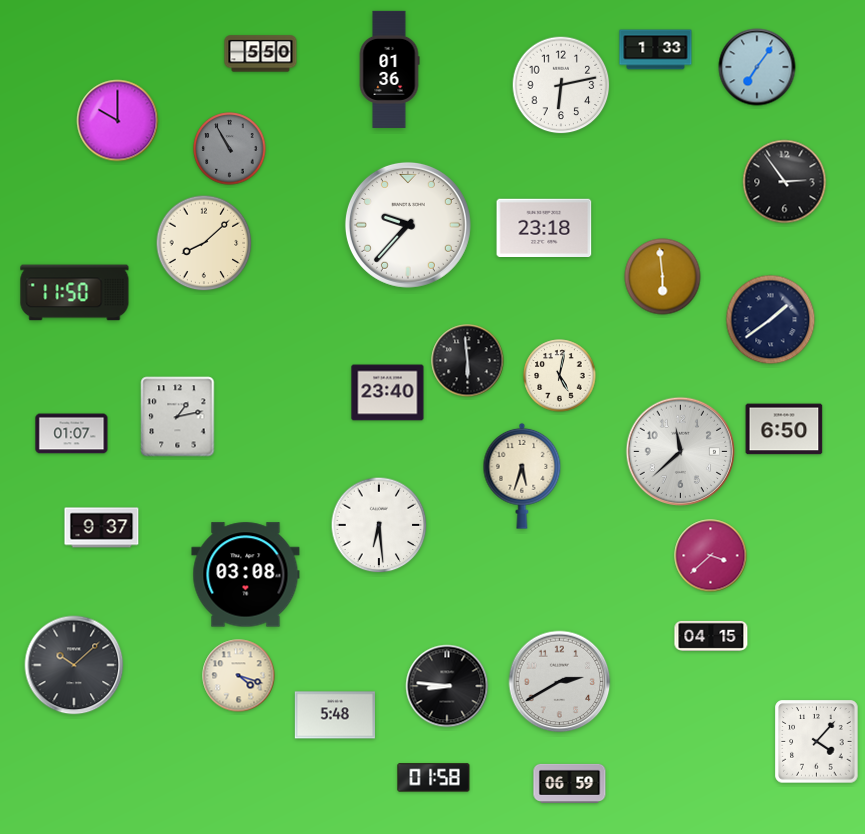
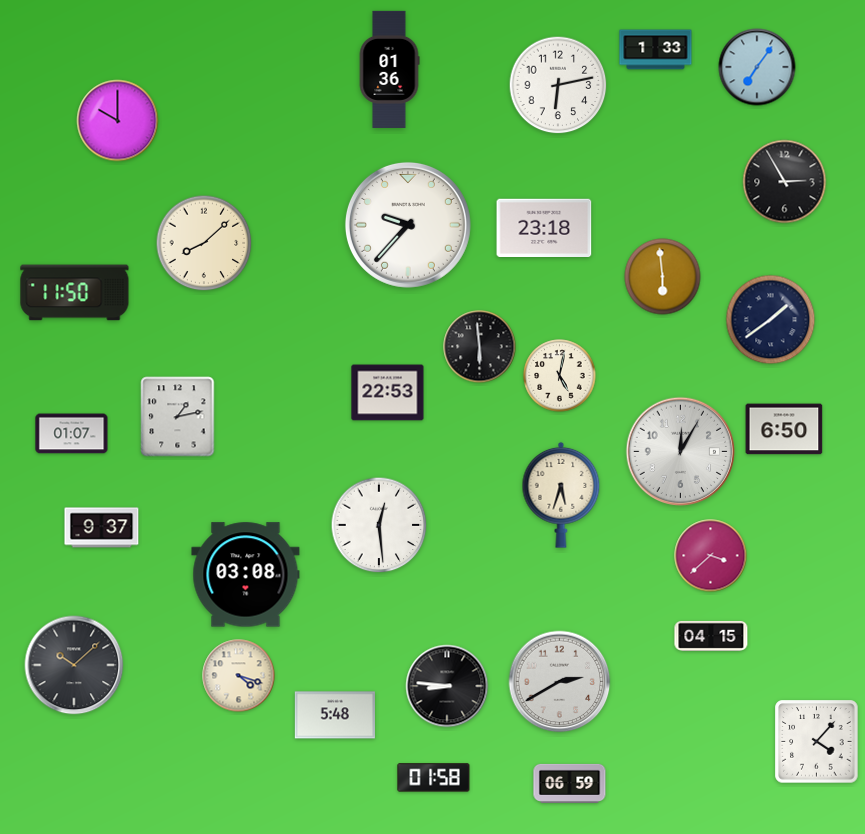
clock at (261, 54): 5:50 -> none
clock at (561, 85) position: (561, 85) -> (558, 85)
clock at (230, 149): 10:55 -> none
clock at (785, 182): 2:54 -> 2:55
clock at (468, 361) position: (468, 361) -> (480, 347)
clock at (388, 393): 23:40 -> 22:53
clock at (681, 452): 11:38 -> 12:05
clock at (522, 476) position: (522, 476) -> (561, 495)
clock at (379, 525): 6:29 -> 12:29
